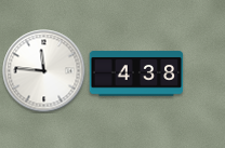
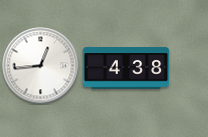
clock at (44, 71): 11:46 -> 12:44
